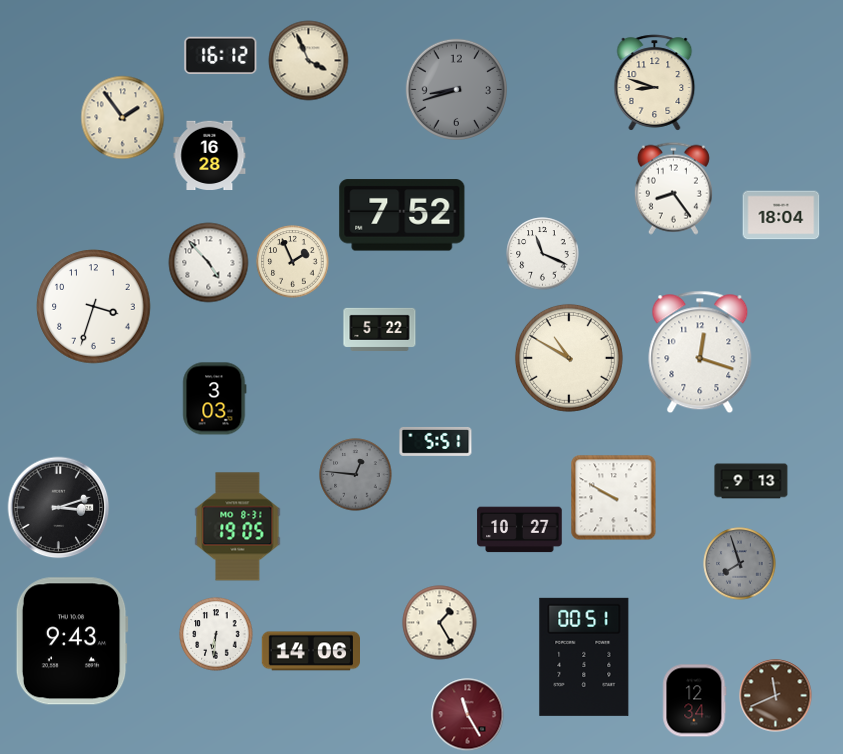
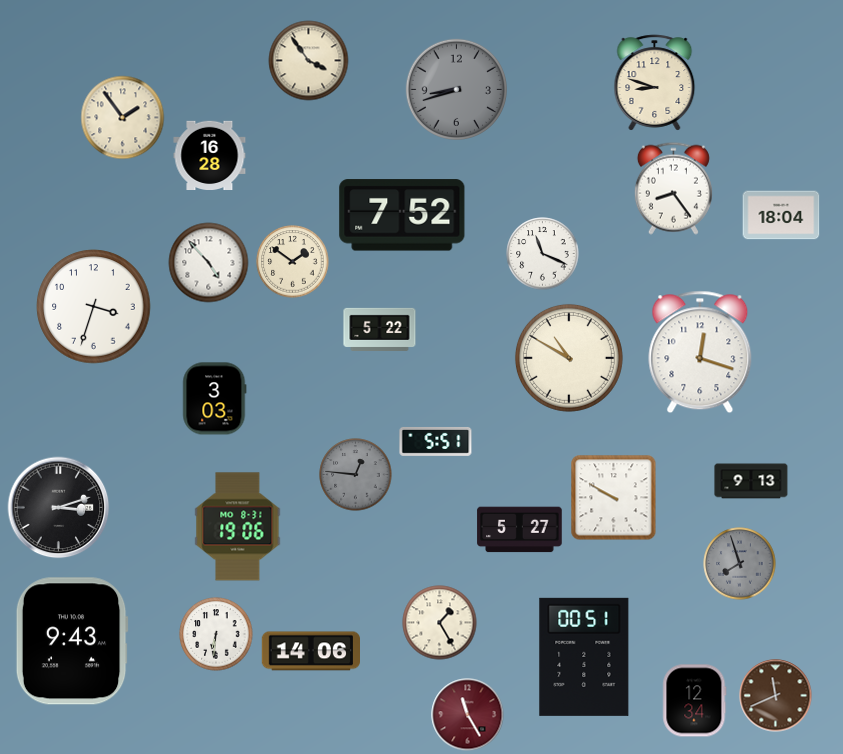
clock at (221, 55): 16:12 -> none
clock at (309, 61): 3:56 -> 3:54
clock at (293, 262): 1:56 -> 1:51
clock at (238, 527): 19:05 -> 19:06
clock at (520, 530): 10:27 -> 5:27
